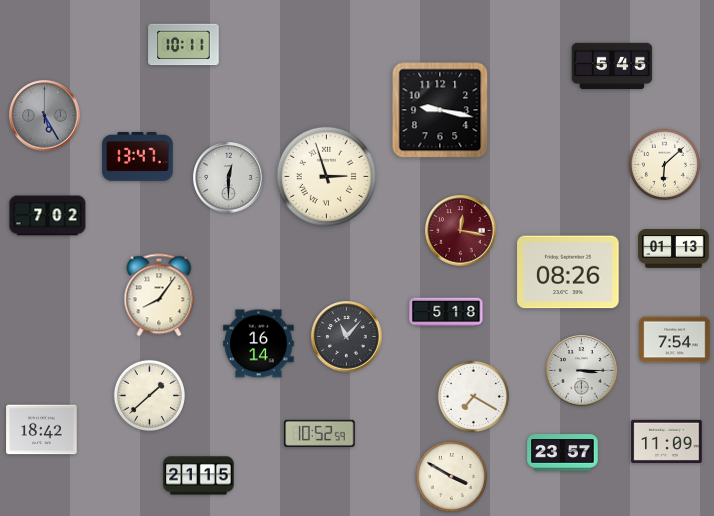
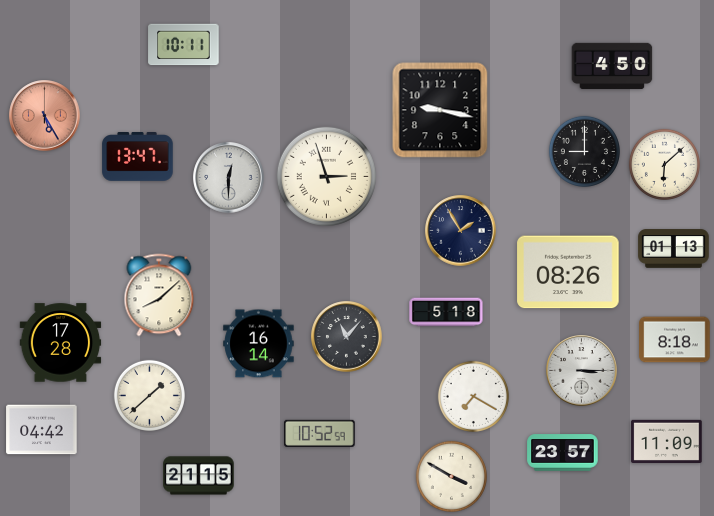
clock at (612, 66): 5:45 -> 4:50
clock at (45, 116) dial: grey -> salmon
clock at (584, 151): none -> 9:00
clock at (48, 216): 7:02 -> none
clock at (461, 231): 12:17 -> 1:55
clock at (461, 231) dial: burgundy -> navy
clock at (159, 295): 8:06 -> 8:08
clock at (675, 340): 7:54 -> 8:18
clock at (61, 343): none -> 17:28
clock at (42, 430): 18:42 -> 04:42
